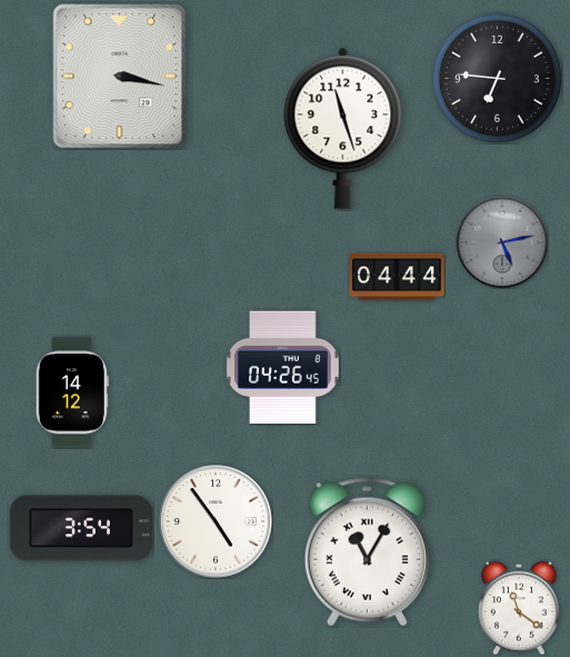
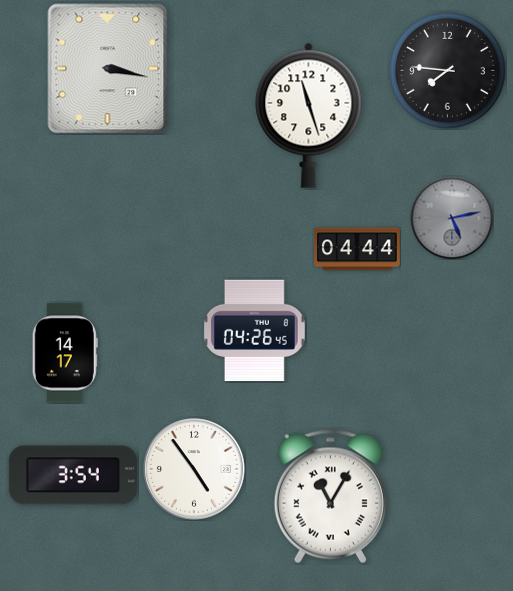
clock at (497, 78): 6:46 -> 7:46
clock at (72, 392): 14:12 -> 14:17
clock at (519, 608): 11:21 -> none
